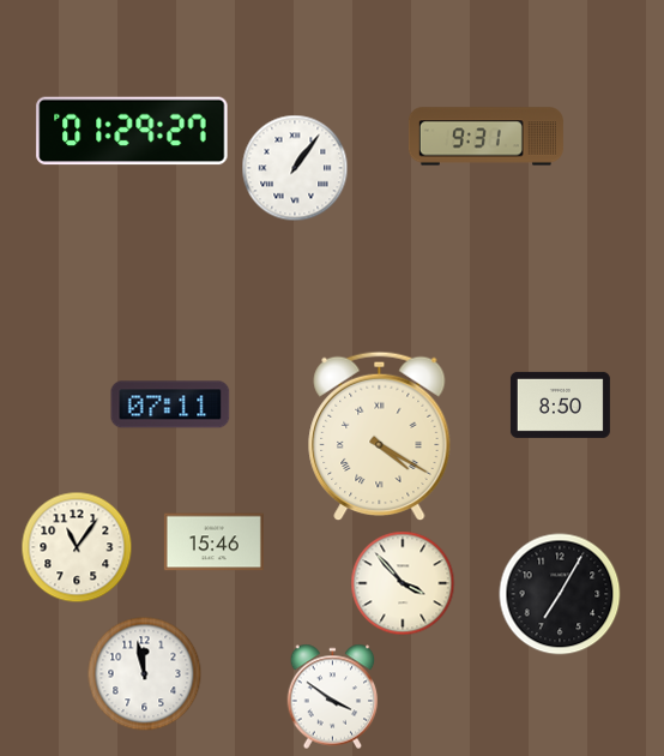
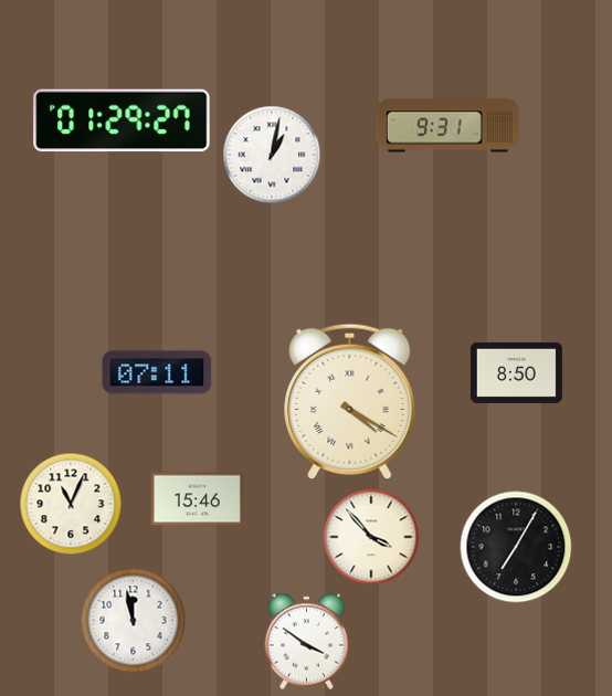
clock at (295, 168): 1:06 -> 1:02
clock at (77, 547): 11:06 -> 11:04
